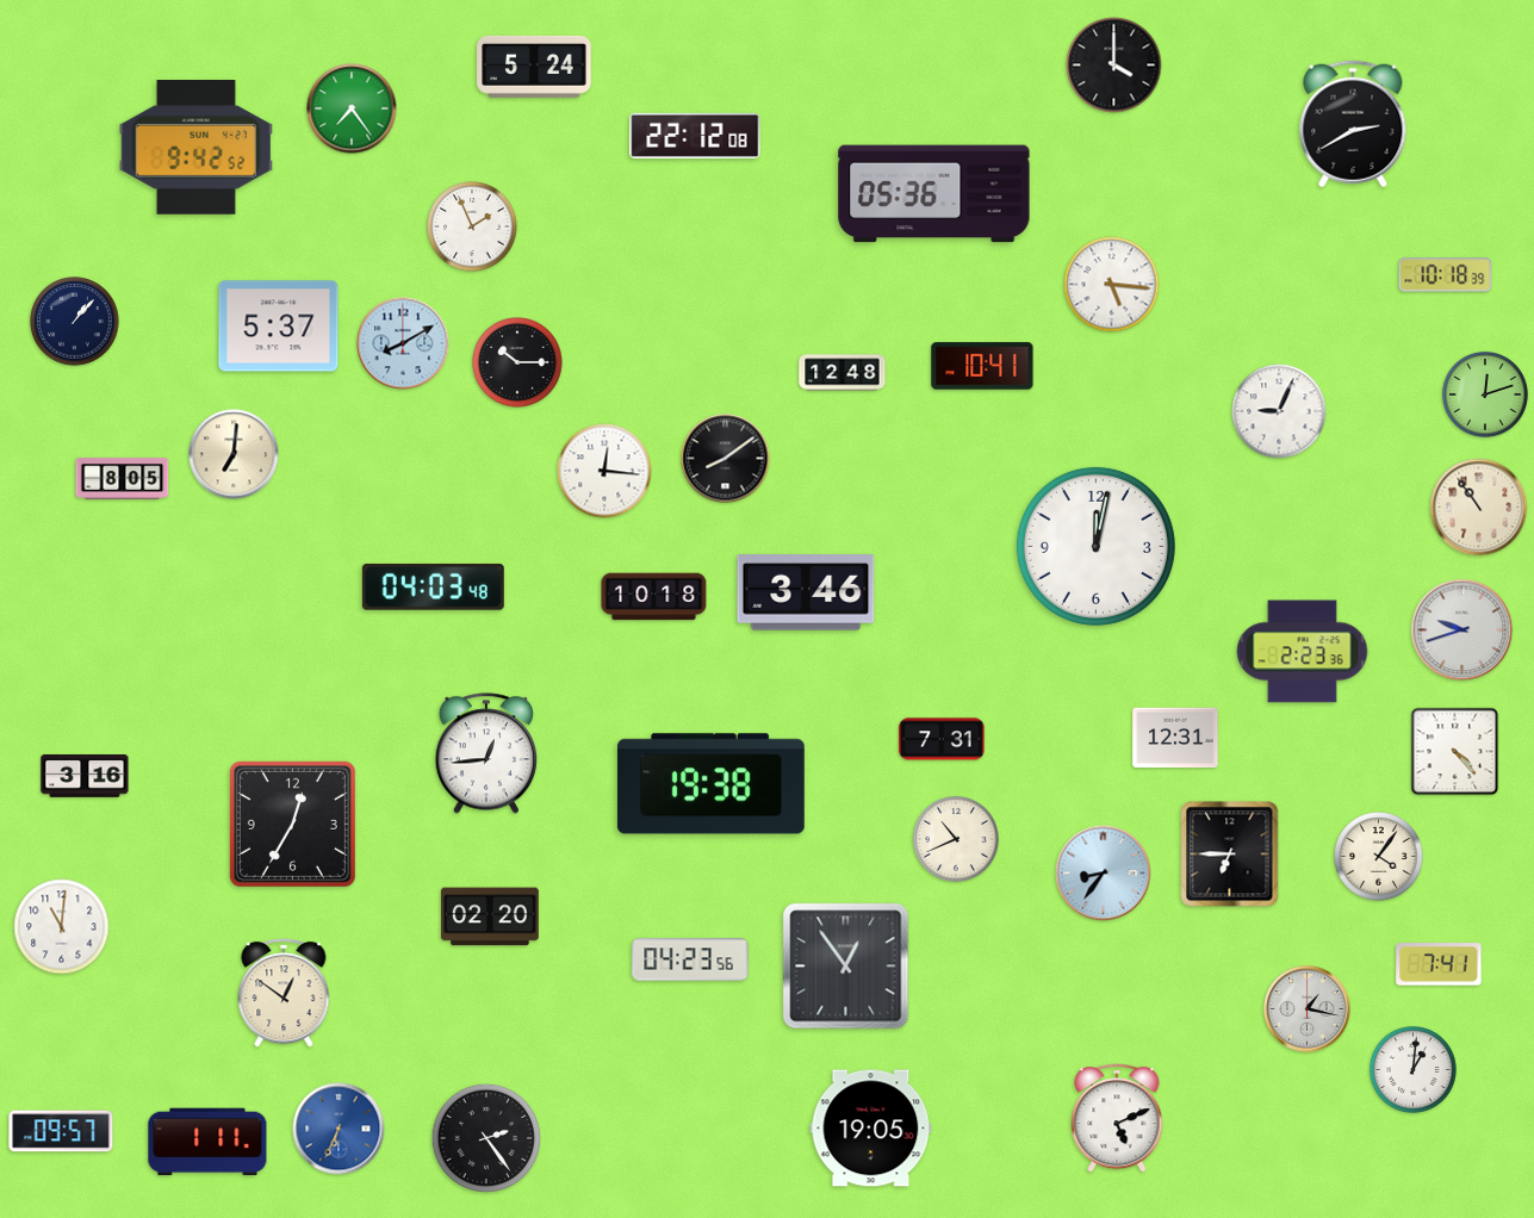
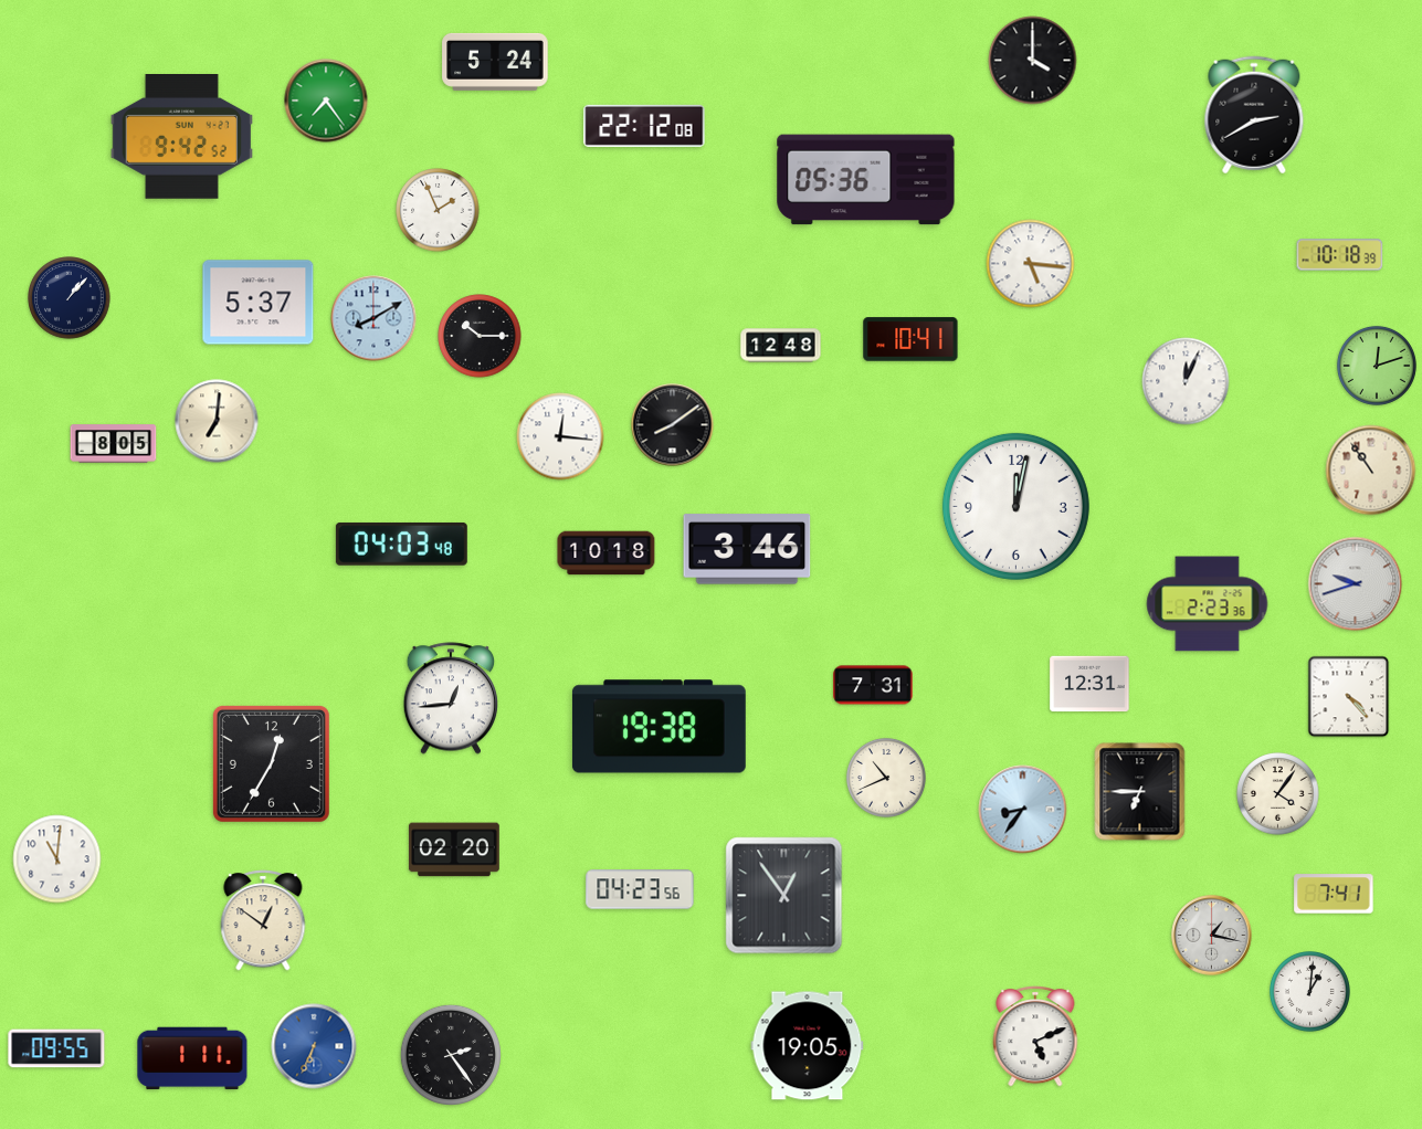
clock at (1279, 411): 9:04 -> 12:04
clock at (85, 777): 3:16 -> none
clock at (61, 1131): 09:57 -> 09:55
